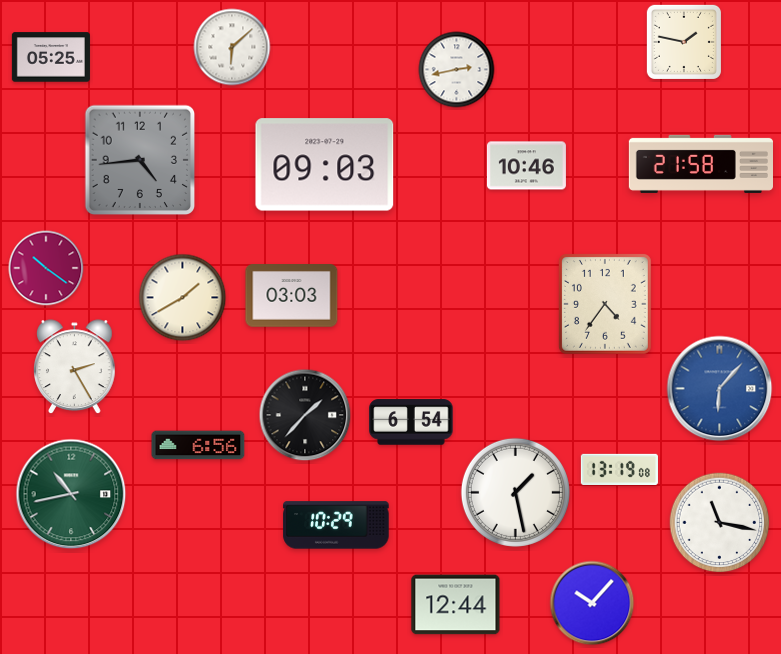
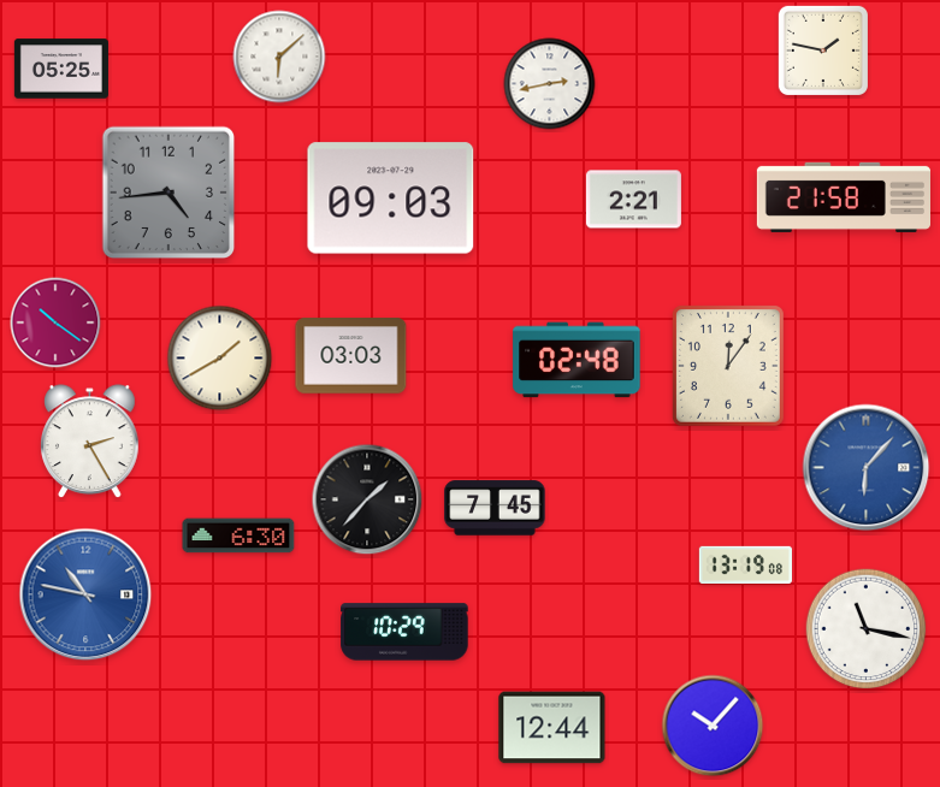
clock at (526, 166): 10:46 -> 2:21
clock at (577, 360): none -> 02:48
clock at (605, 304): 4:36 -> 12:06
clock at (411, 422): 6:54 -> 7:45
clock at (198, 445): 6:56 -> 6:30
clock at (515, 492): 1:28 -> none
clock at (71, 494): 10:43 -> 10:47
clock at (71, 494) dial: green -> blue
clock at (456, 605) position: (456, 605) -> (552, 728)
